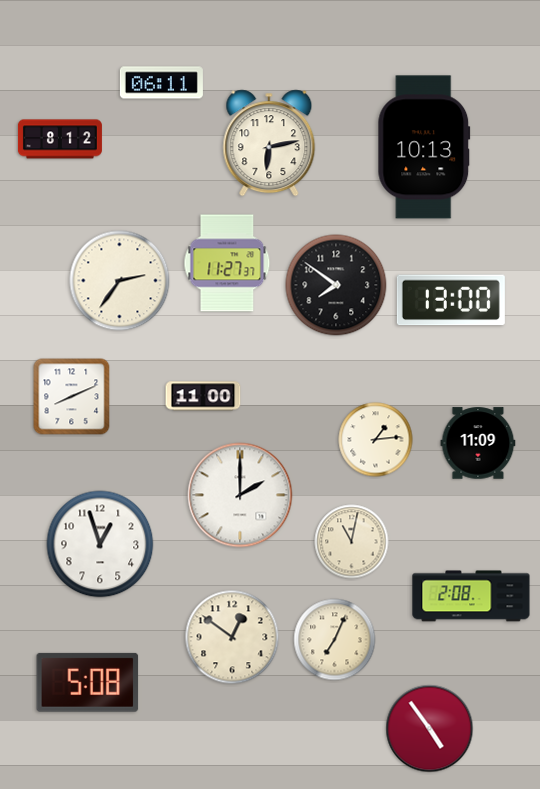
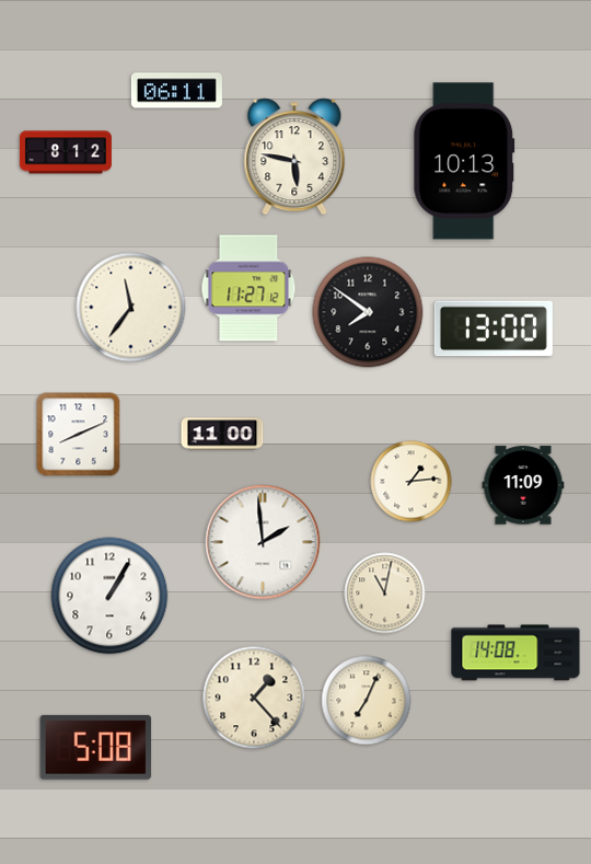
clock at (269, 143): 6:13 -> 5:47
clock at (227, 263): 11:27:37 -> 11:27:12
clock at (120, 281): 2:36 -> 11:36
clock at (240, 495): 2:00 -> 1:59
clock at (100, 544): 12:57 -> 1:05
clock at (471, 596): 2:08 -> 14:08
clock at (232, 637): 12:51 -> 1:23
clock at (430, 729): 4:54 -> none
